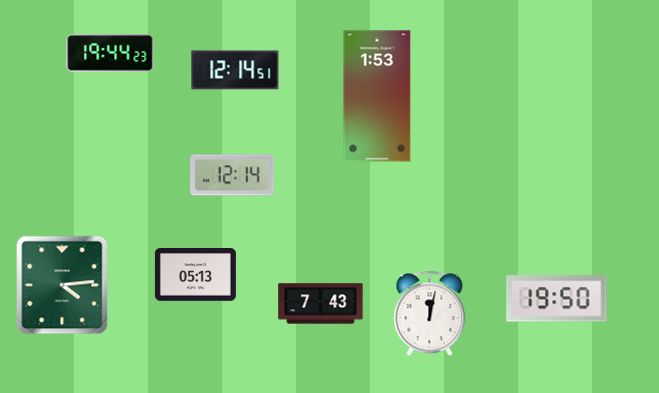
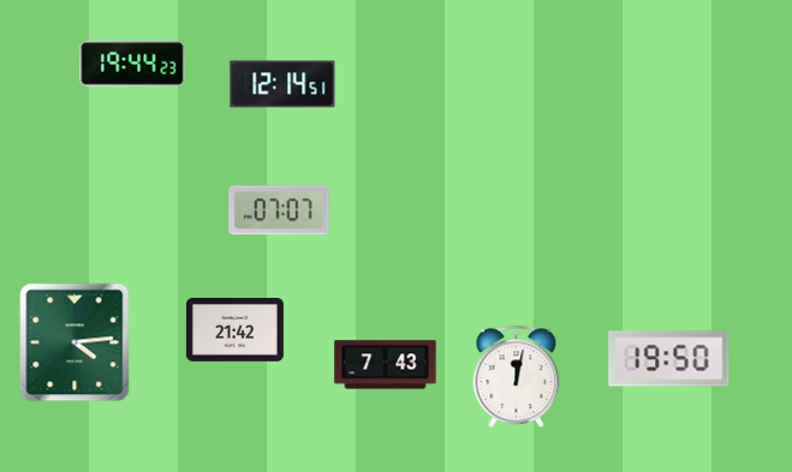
clock at (377, 96): 1:53 -> none
clock at (232, 175): 12:14 -> 07:07
clock at (195, 275): 05:13 -> 21:42
